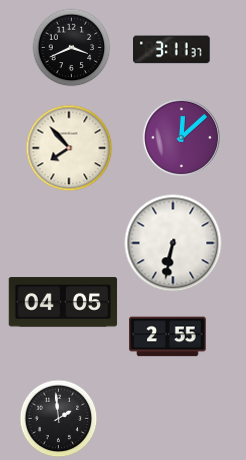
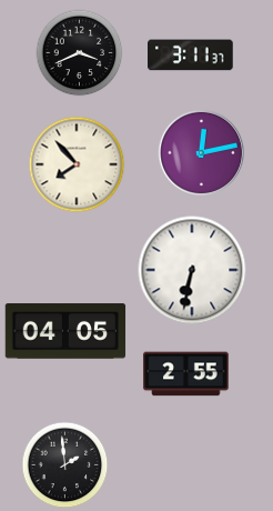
clock at (181, 137): 12:08 -> 12:13
clock at (63, 302) position: (63, 302) -> (65, 331)
